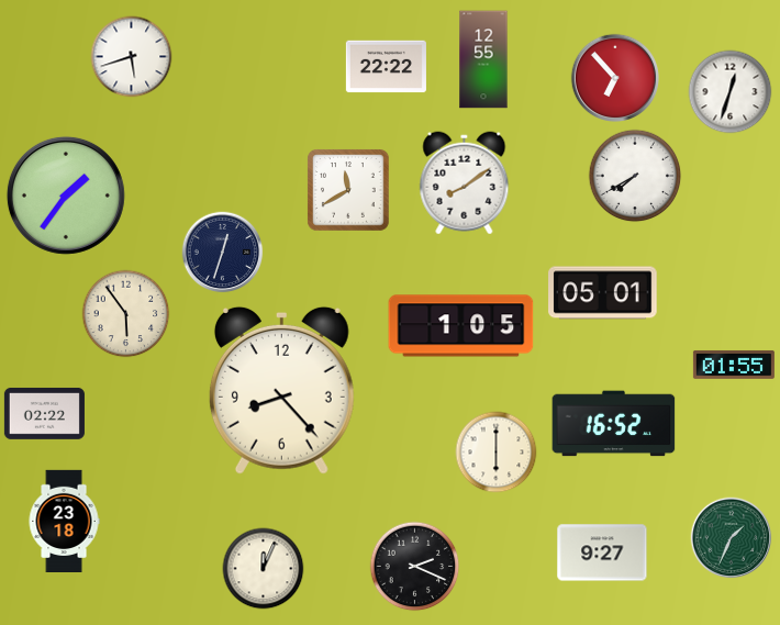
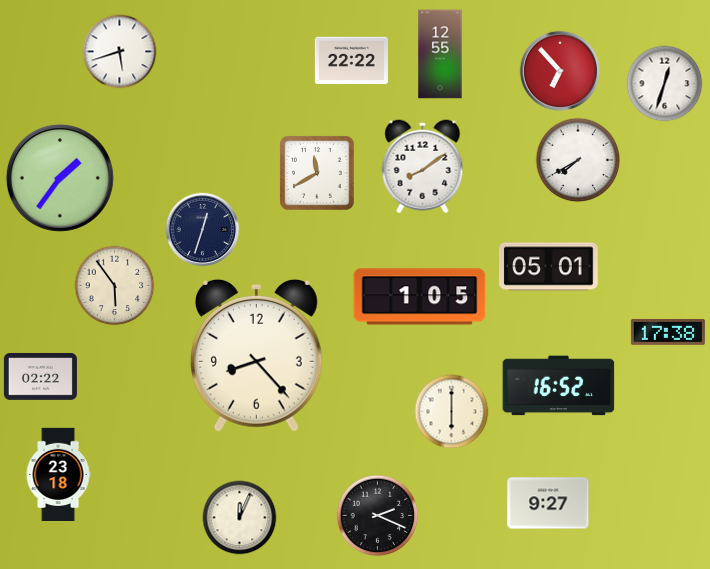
clock at (734, 365): 01:55 -> 17:38
clock at (732, 538): 1:34 -> none
